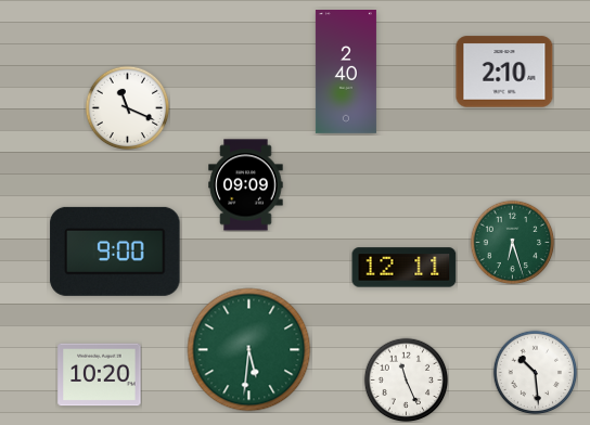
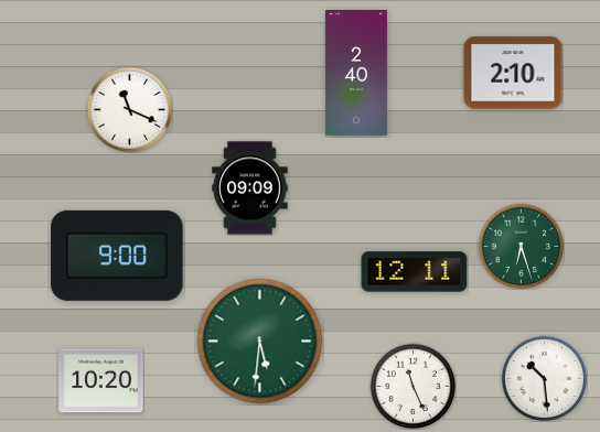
clock at (346, 73) position: (346, 73) -> (356, 74)
clock at (405, 268) position: (405, 268) -> (415, 272)
clock at (249, 350) position: (249, 350) -> (260, 342)
